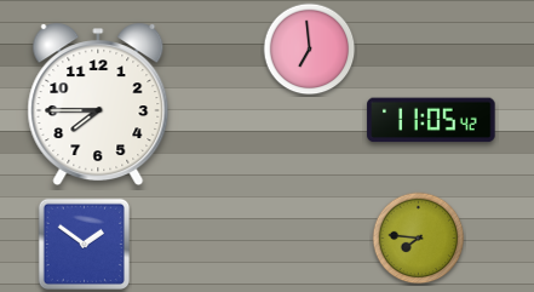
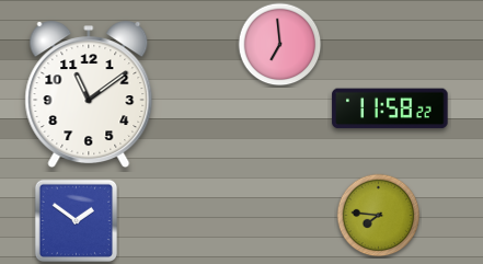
clock at (98, 104): 7:45 -> 11:09
clock at (431, 120): 11:05 -> 11:58
